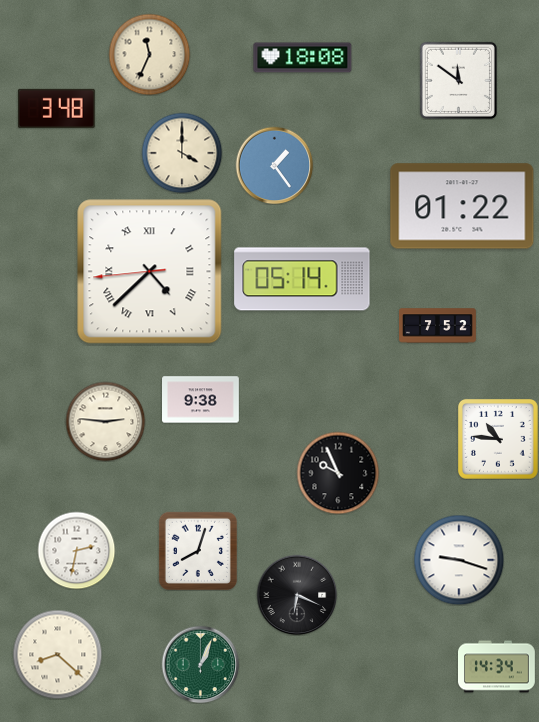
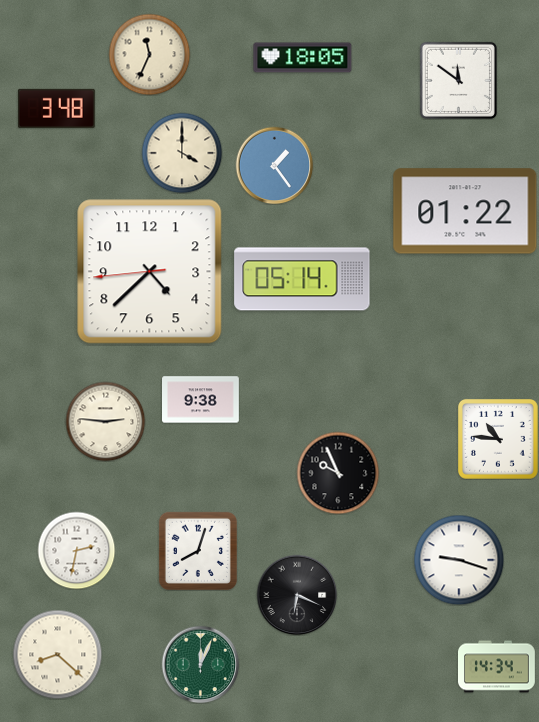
clock at (303, 58): 18:08 -> 18:05
clock at (462, 206) position: (462, 206) -> (465, 211)
clock at (150, 272) numerals: Roman -> Arabic
clock at (438, 326): 7:52 -> none
clock at (200, 664): 1:04 -> 12:04
